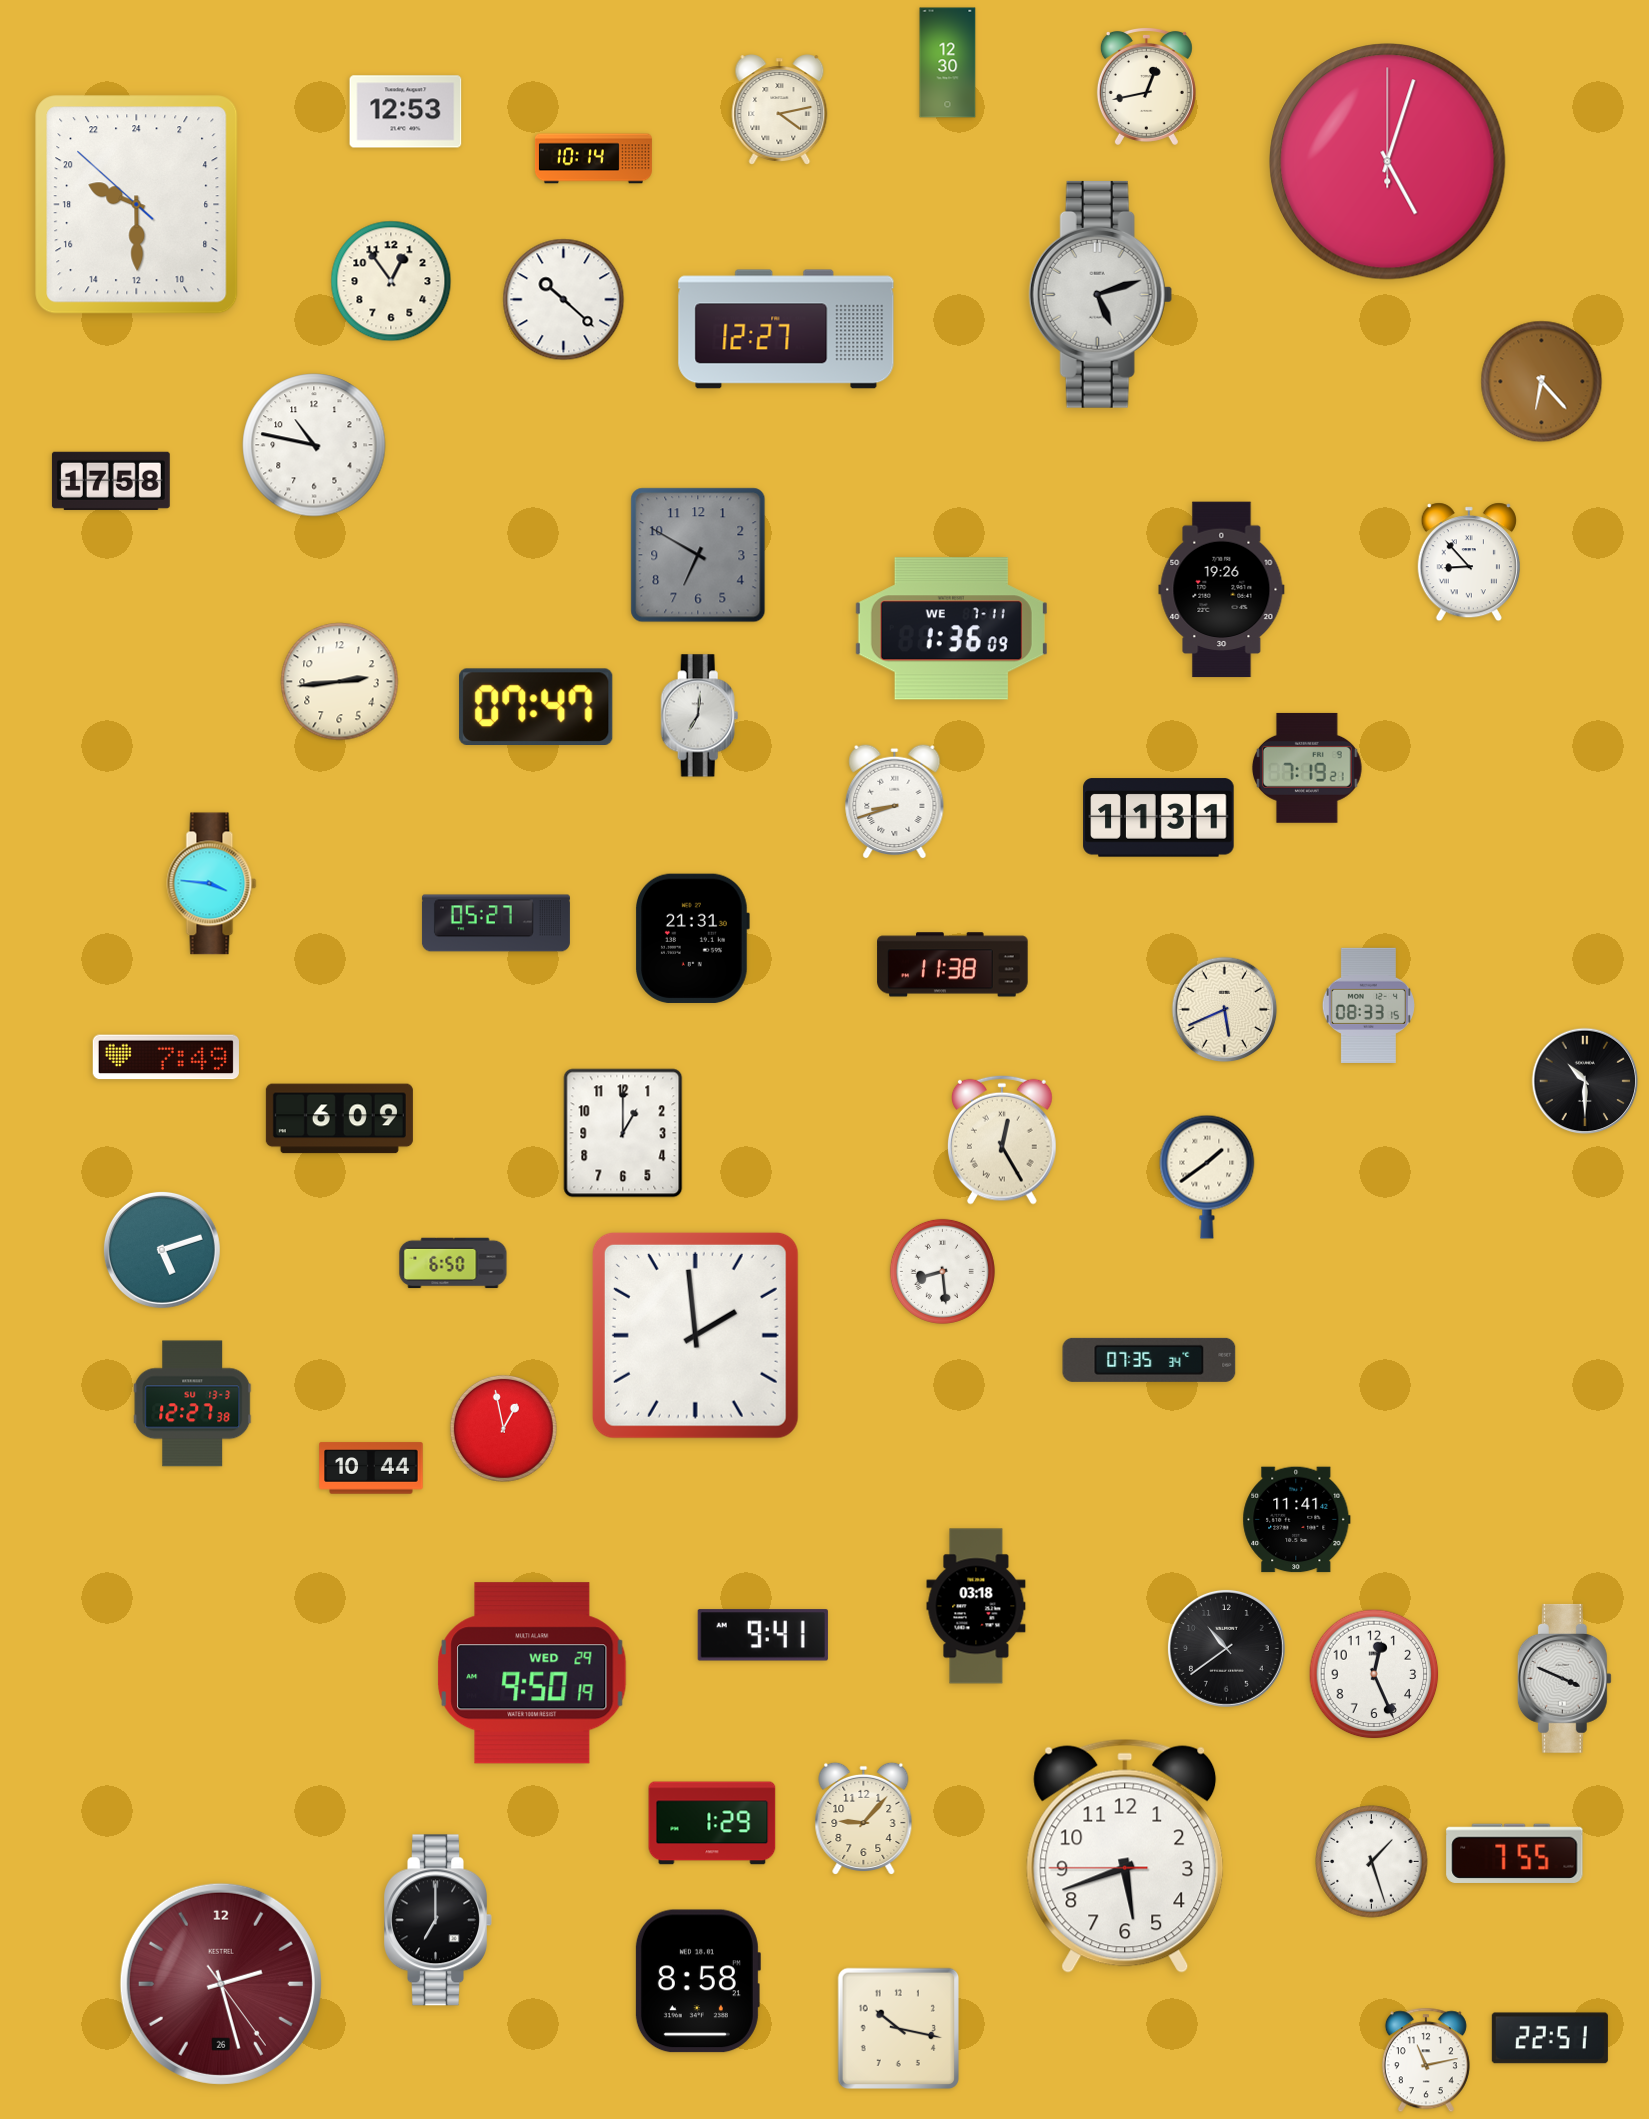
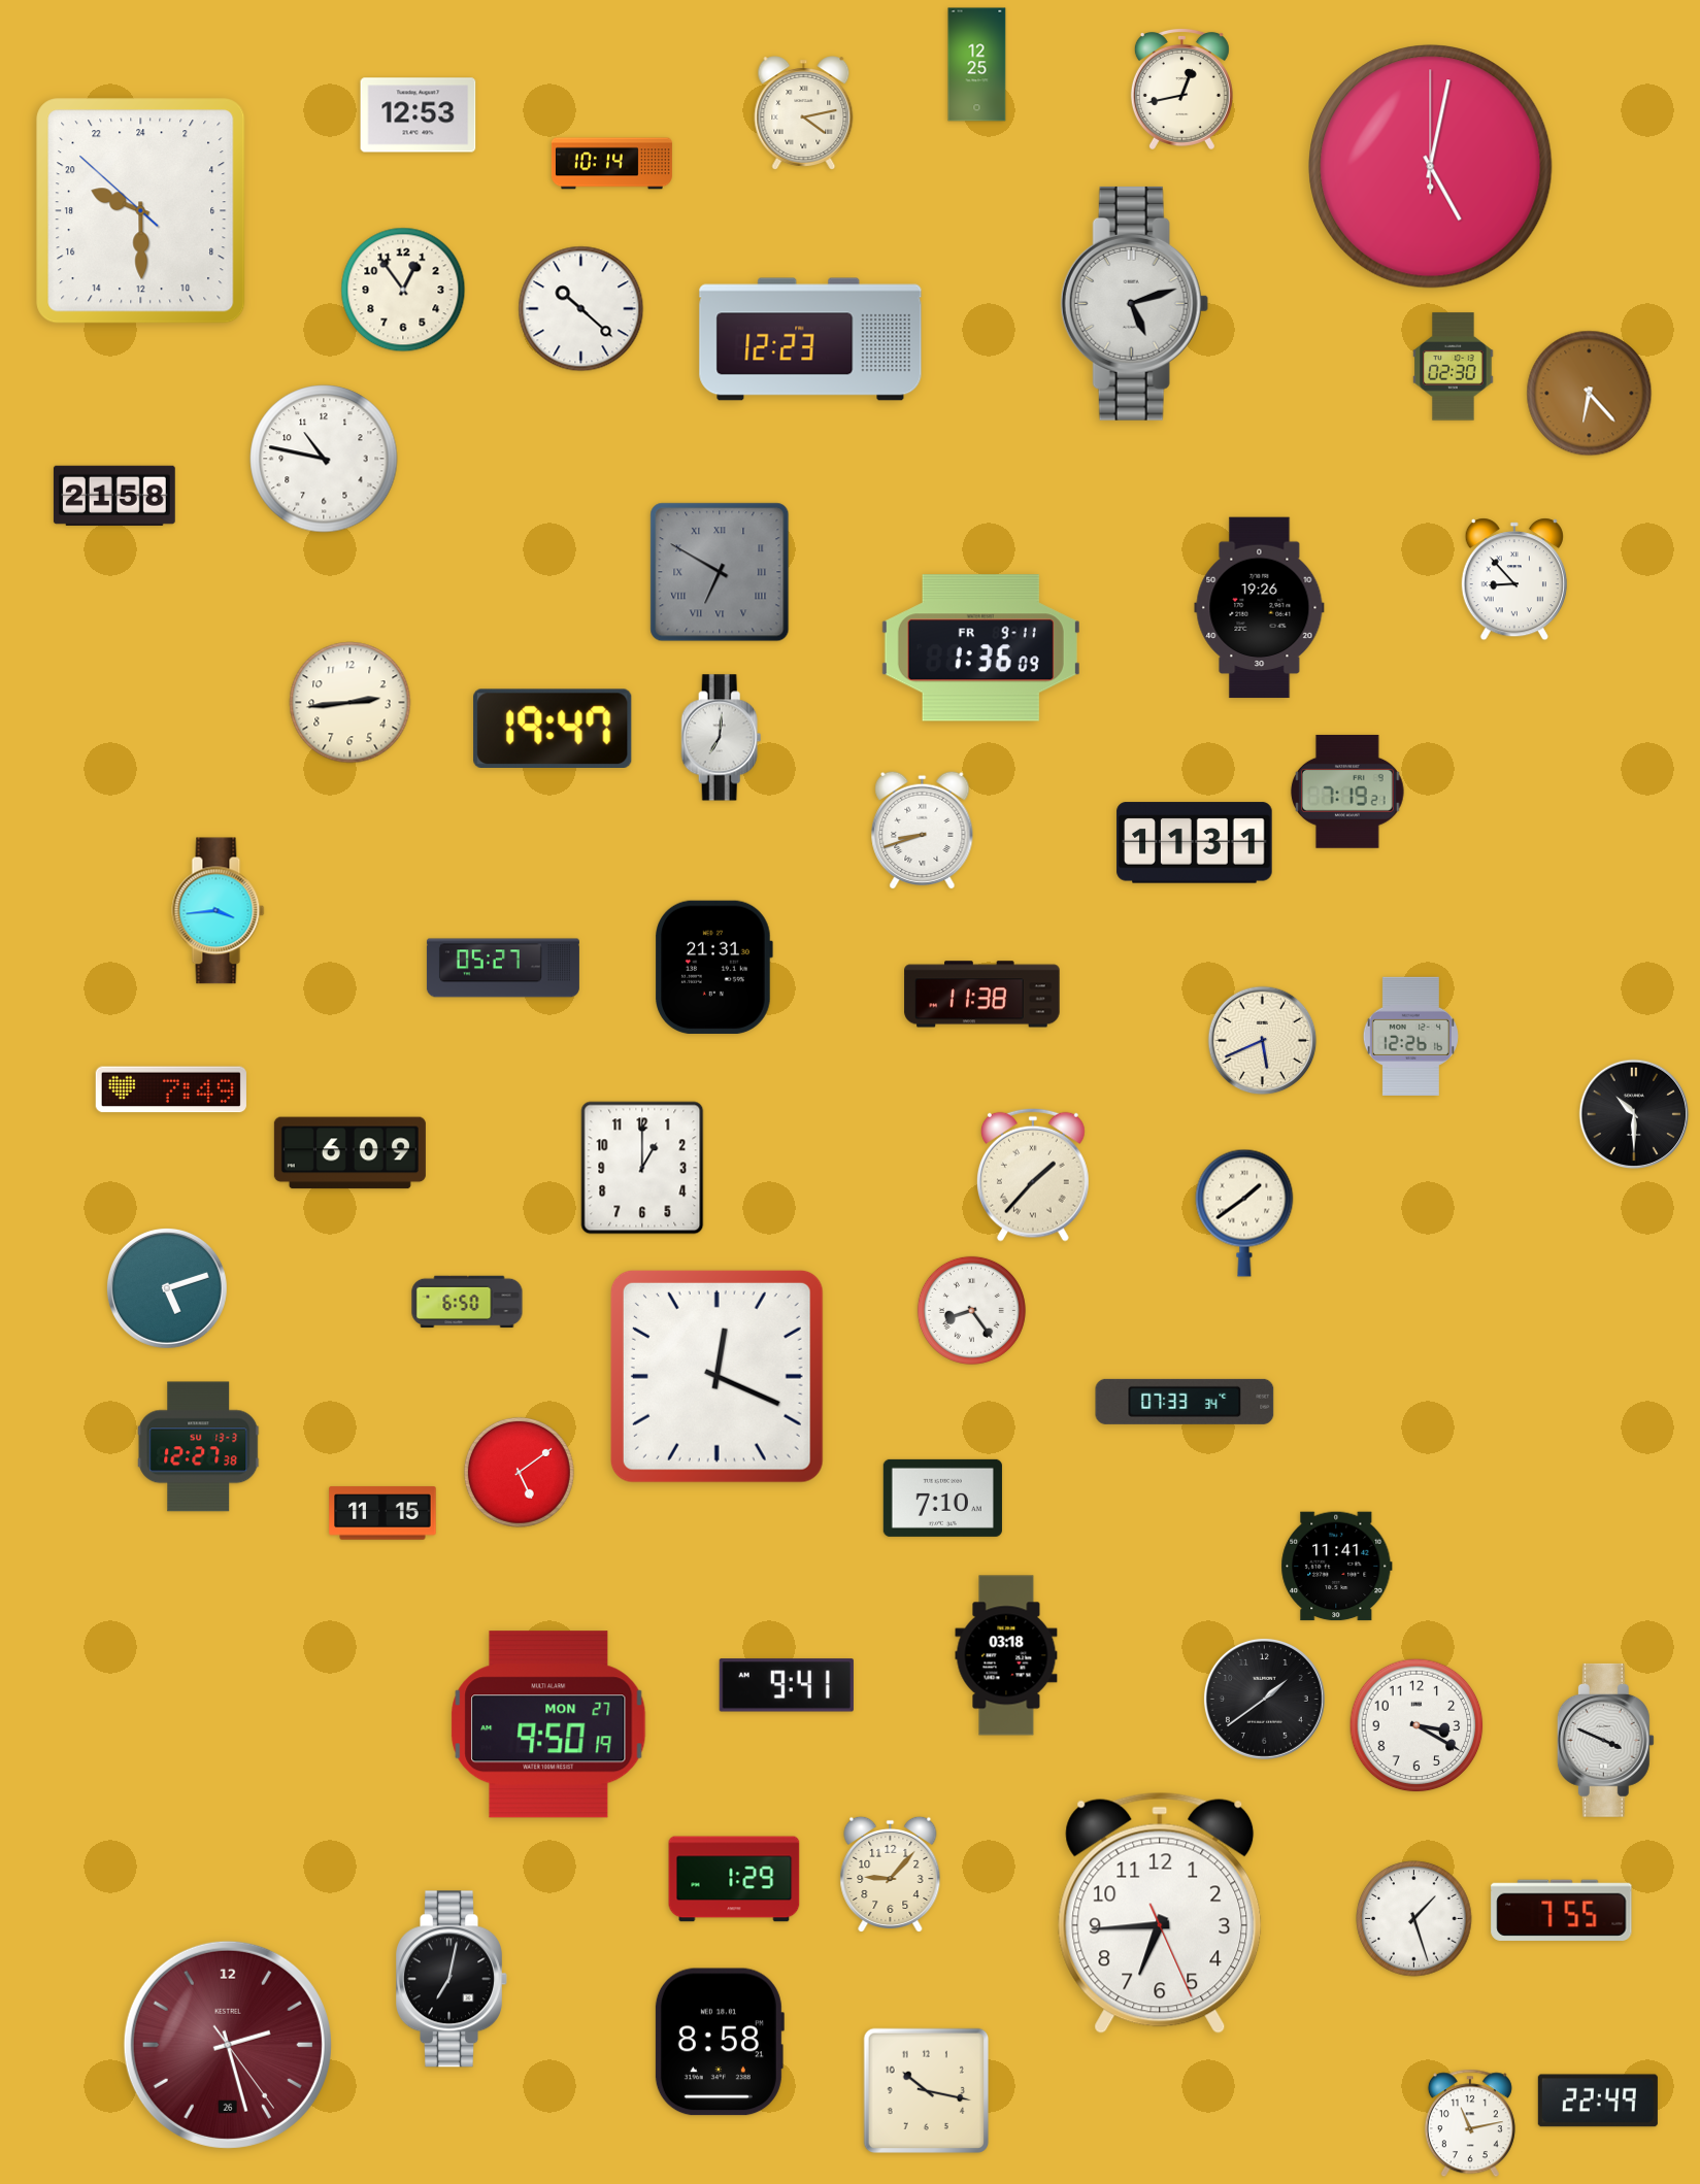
clock at (948, 63): 12:30 -> 12:25
clock at (1388, 162): 5:03 -> 5:02
clock at (786, 329): 12:27 -> 12:23
clock at (1454, 367): none -> 02:30
clock at (111, 481): 17:58 -> 21:58
clock at (698, 555) numerals: Arabic -> Roman
clock at (951, 629) date: WE 7-11 -> FR 9-11
clock at (536, 707): 07:47 -> 19:47
clock at (895, 801) position: (895, 801) -> (923, 830)
clock at (212, 884): 3:46 -> 3:44
clock at (496, 923) position: (496, 923) -> (503, 968)
clock at (1368, 1005): 08:33 -> 12:26
clock at (1002, 1140): 12:25 -> 1:37
clock at (942, 1271): 8:29 -> 8:24
clock at (695, 1335): 1:59 -> 12:19
clock at (1149, 1360): 07:35 -> 07:33
clock at (503, 1428): 12:58 -> 5:09
clock at (942, 1498): none -> 7:10
clock at (371, 1468): 10:44 -> 11:15
clock at (1226, 1648): 10:39 -> 1:39
clock at (532, 1673) date: WED 29 -> MON 27
clock at (1374, 1674): 12:26 -> 3:20
clock at (1564, 1678) position: (1564, 1678) -> (1605, 1740)
clock at (1125, 1856): 5:41 -> 6:44
clock at (439, 1920): 7:00 -> 7:02
clock at (1550, 2038): 22:51 -> 22:49
